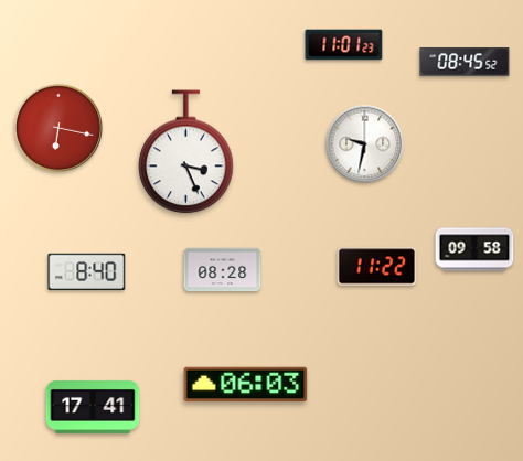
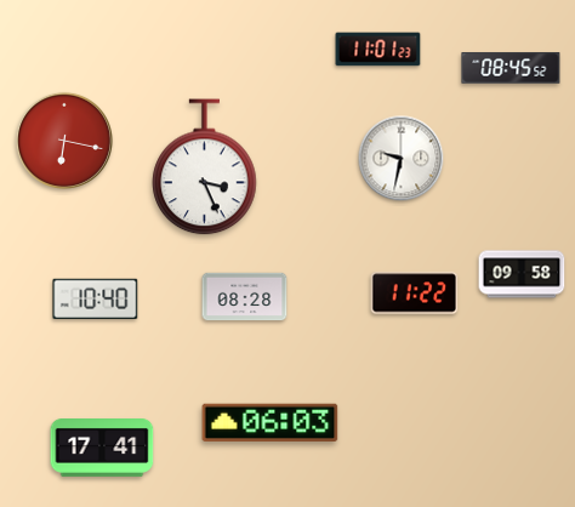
clock at (87, 271): 8:40 -> 10:40
